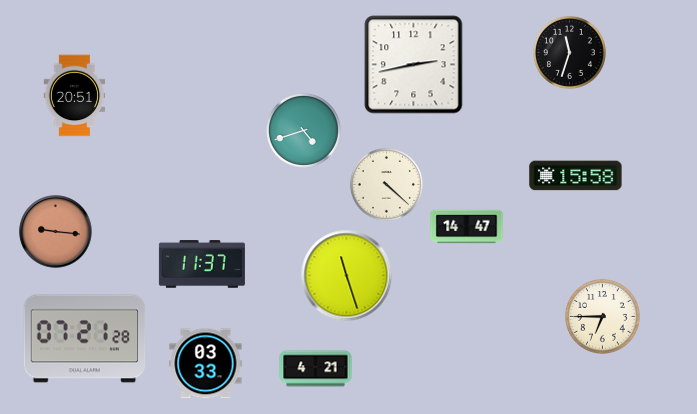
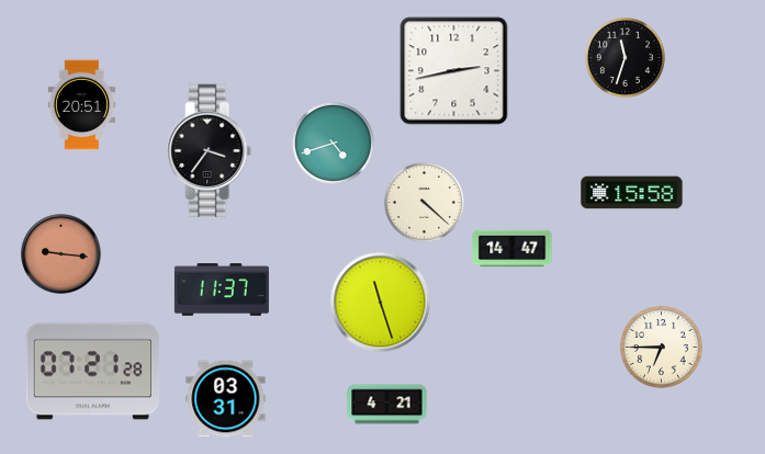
clock at (210, 151): none -> 3:36
clock at (206, 364): 03:33 -> 03:31
clock at (316, 369) position: (316, 369) -> (387, 405)
